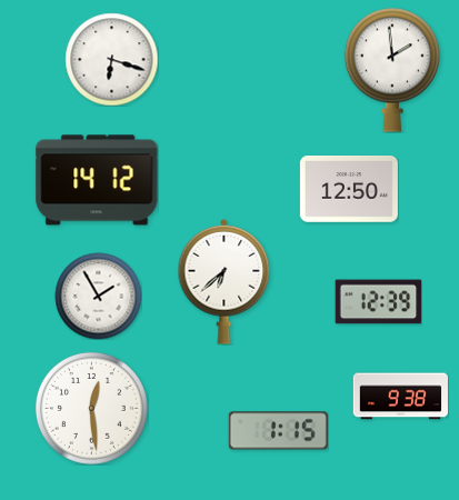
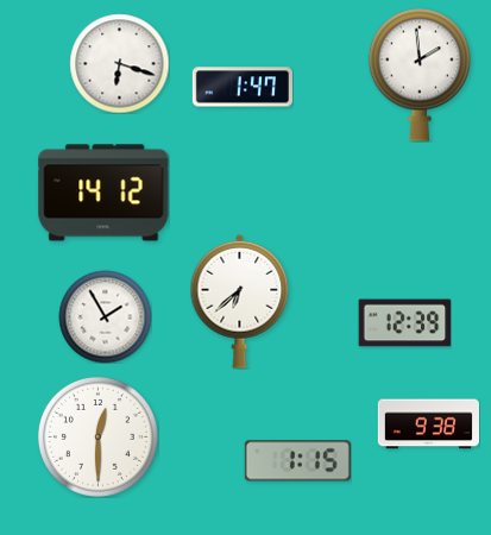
clock at (243, 87): none -> 1:47
clock at (349, 190): 12:50 -> none
clock at (91, 408): 12:29 -> 12:30
